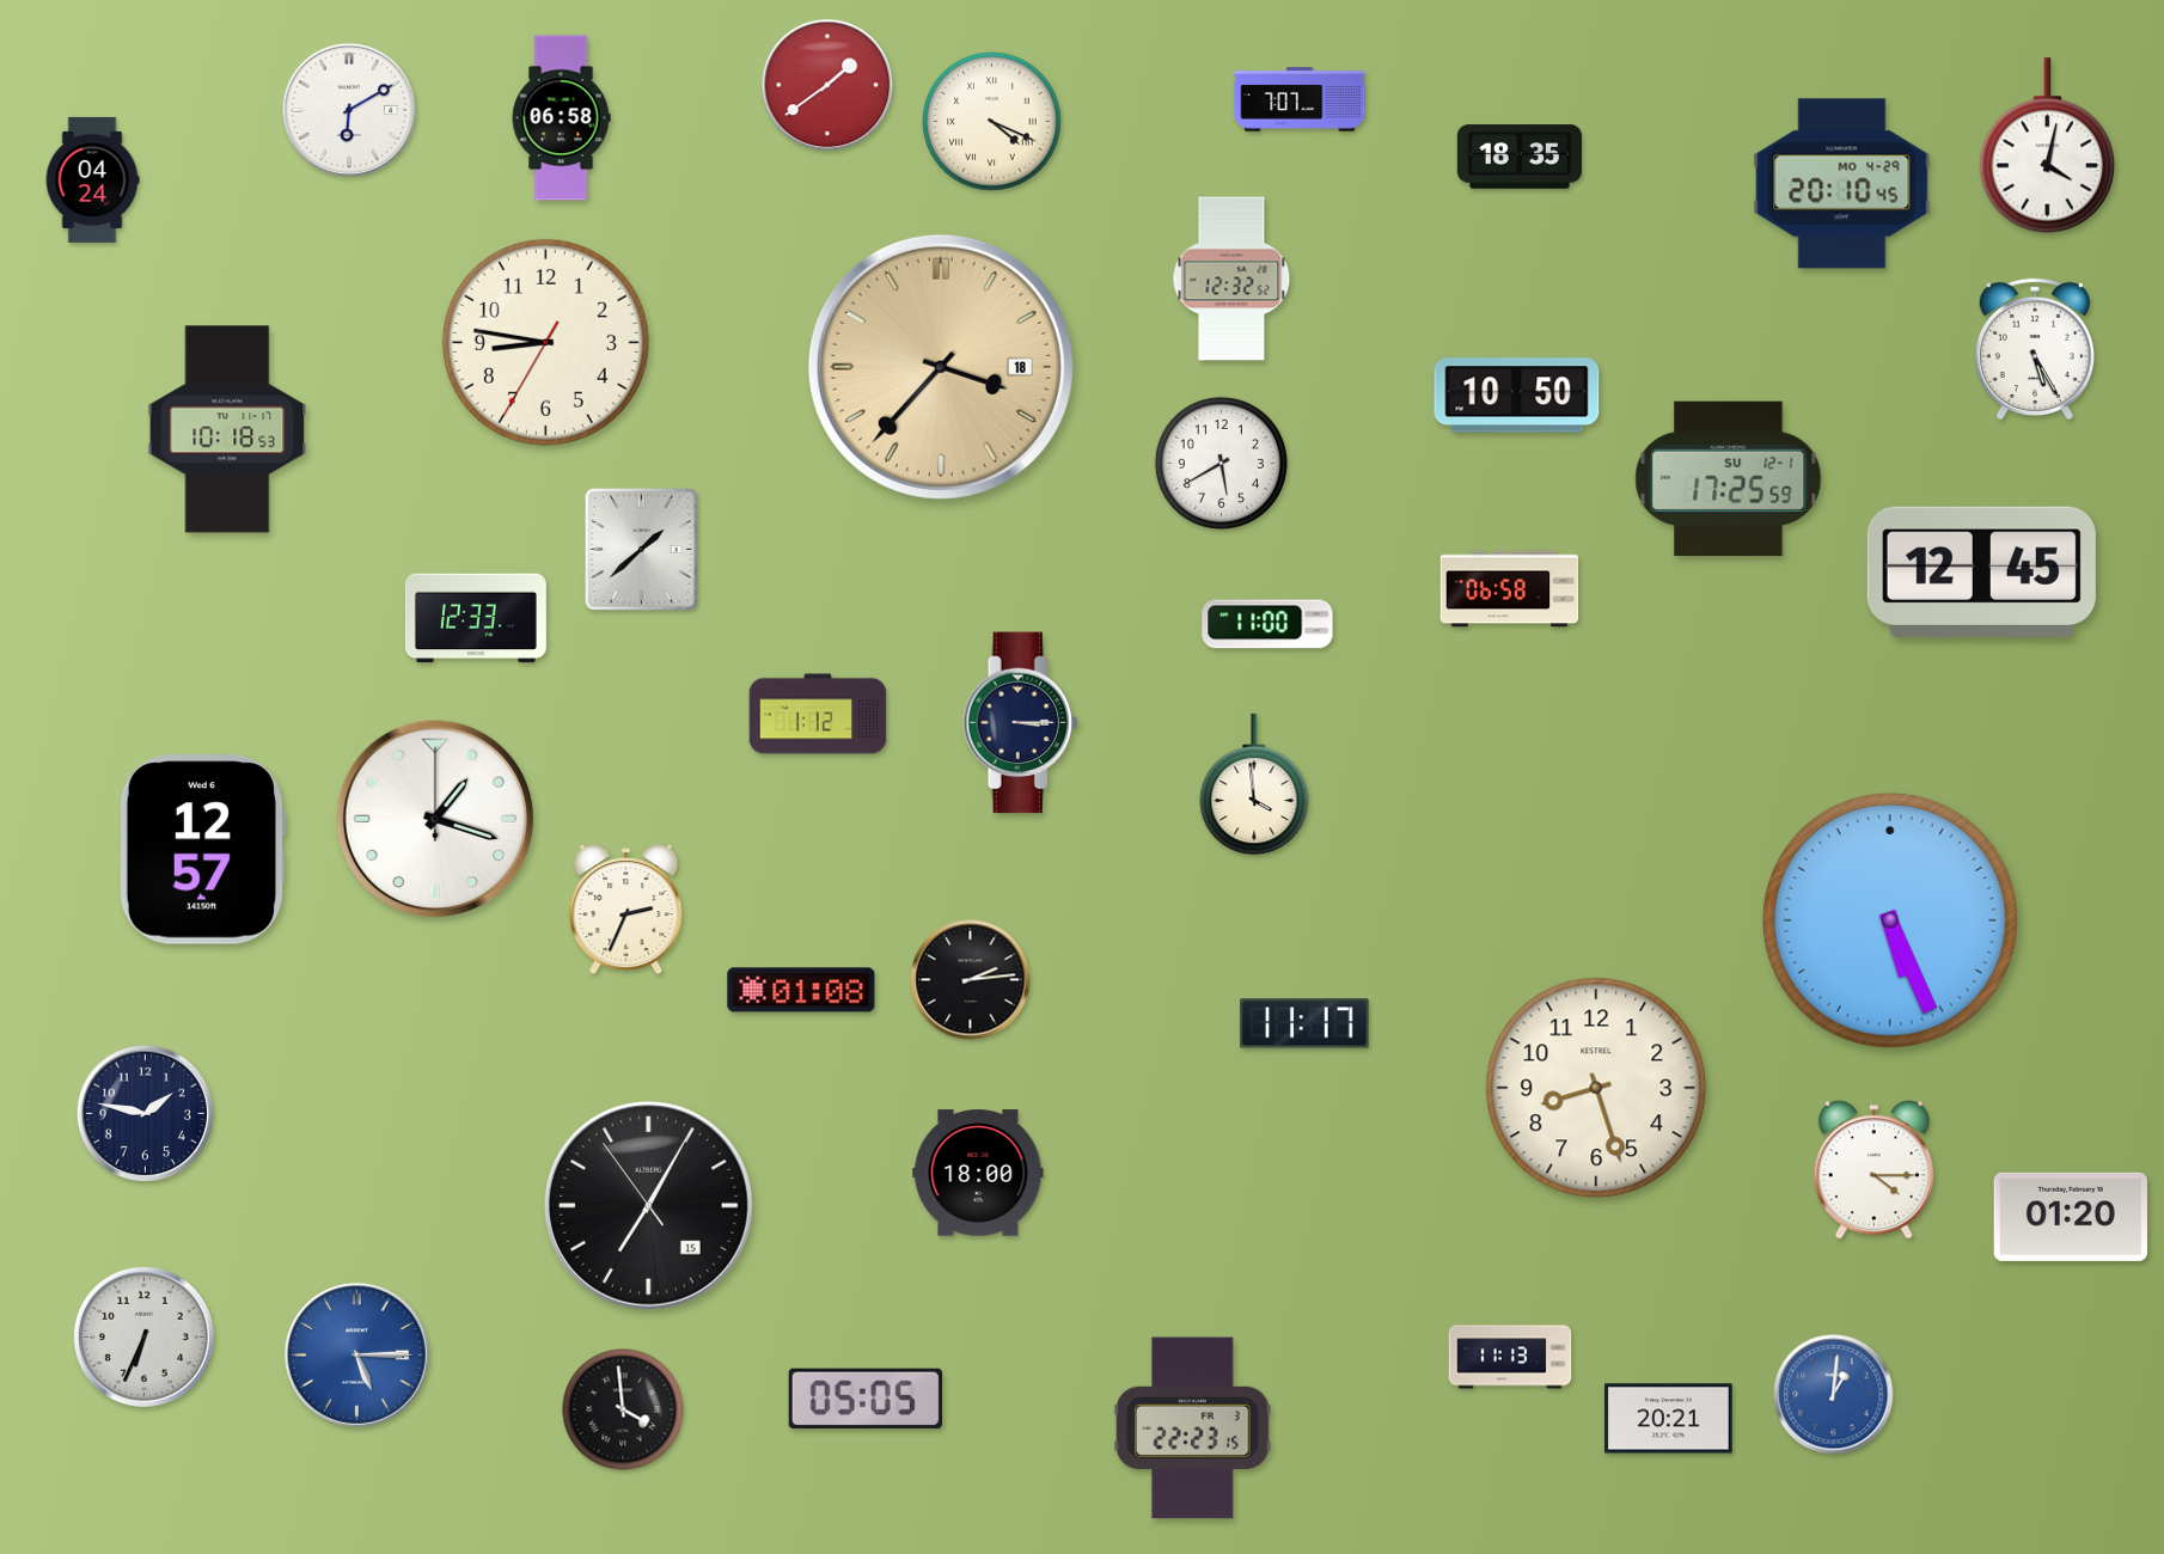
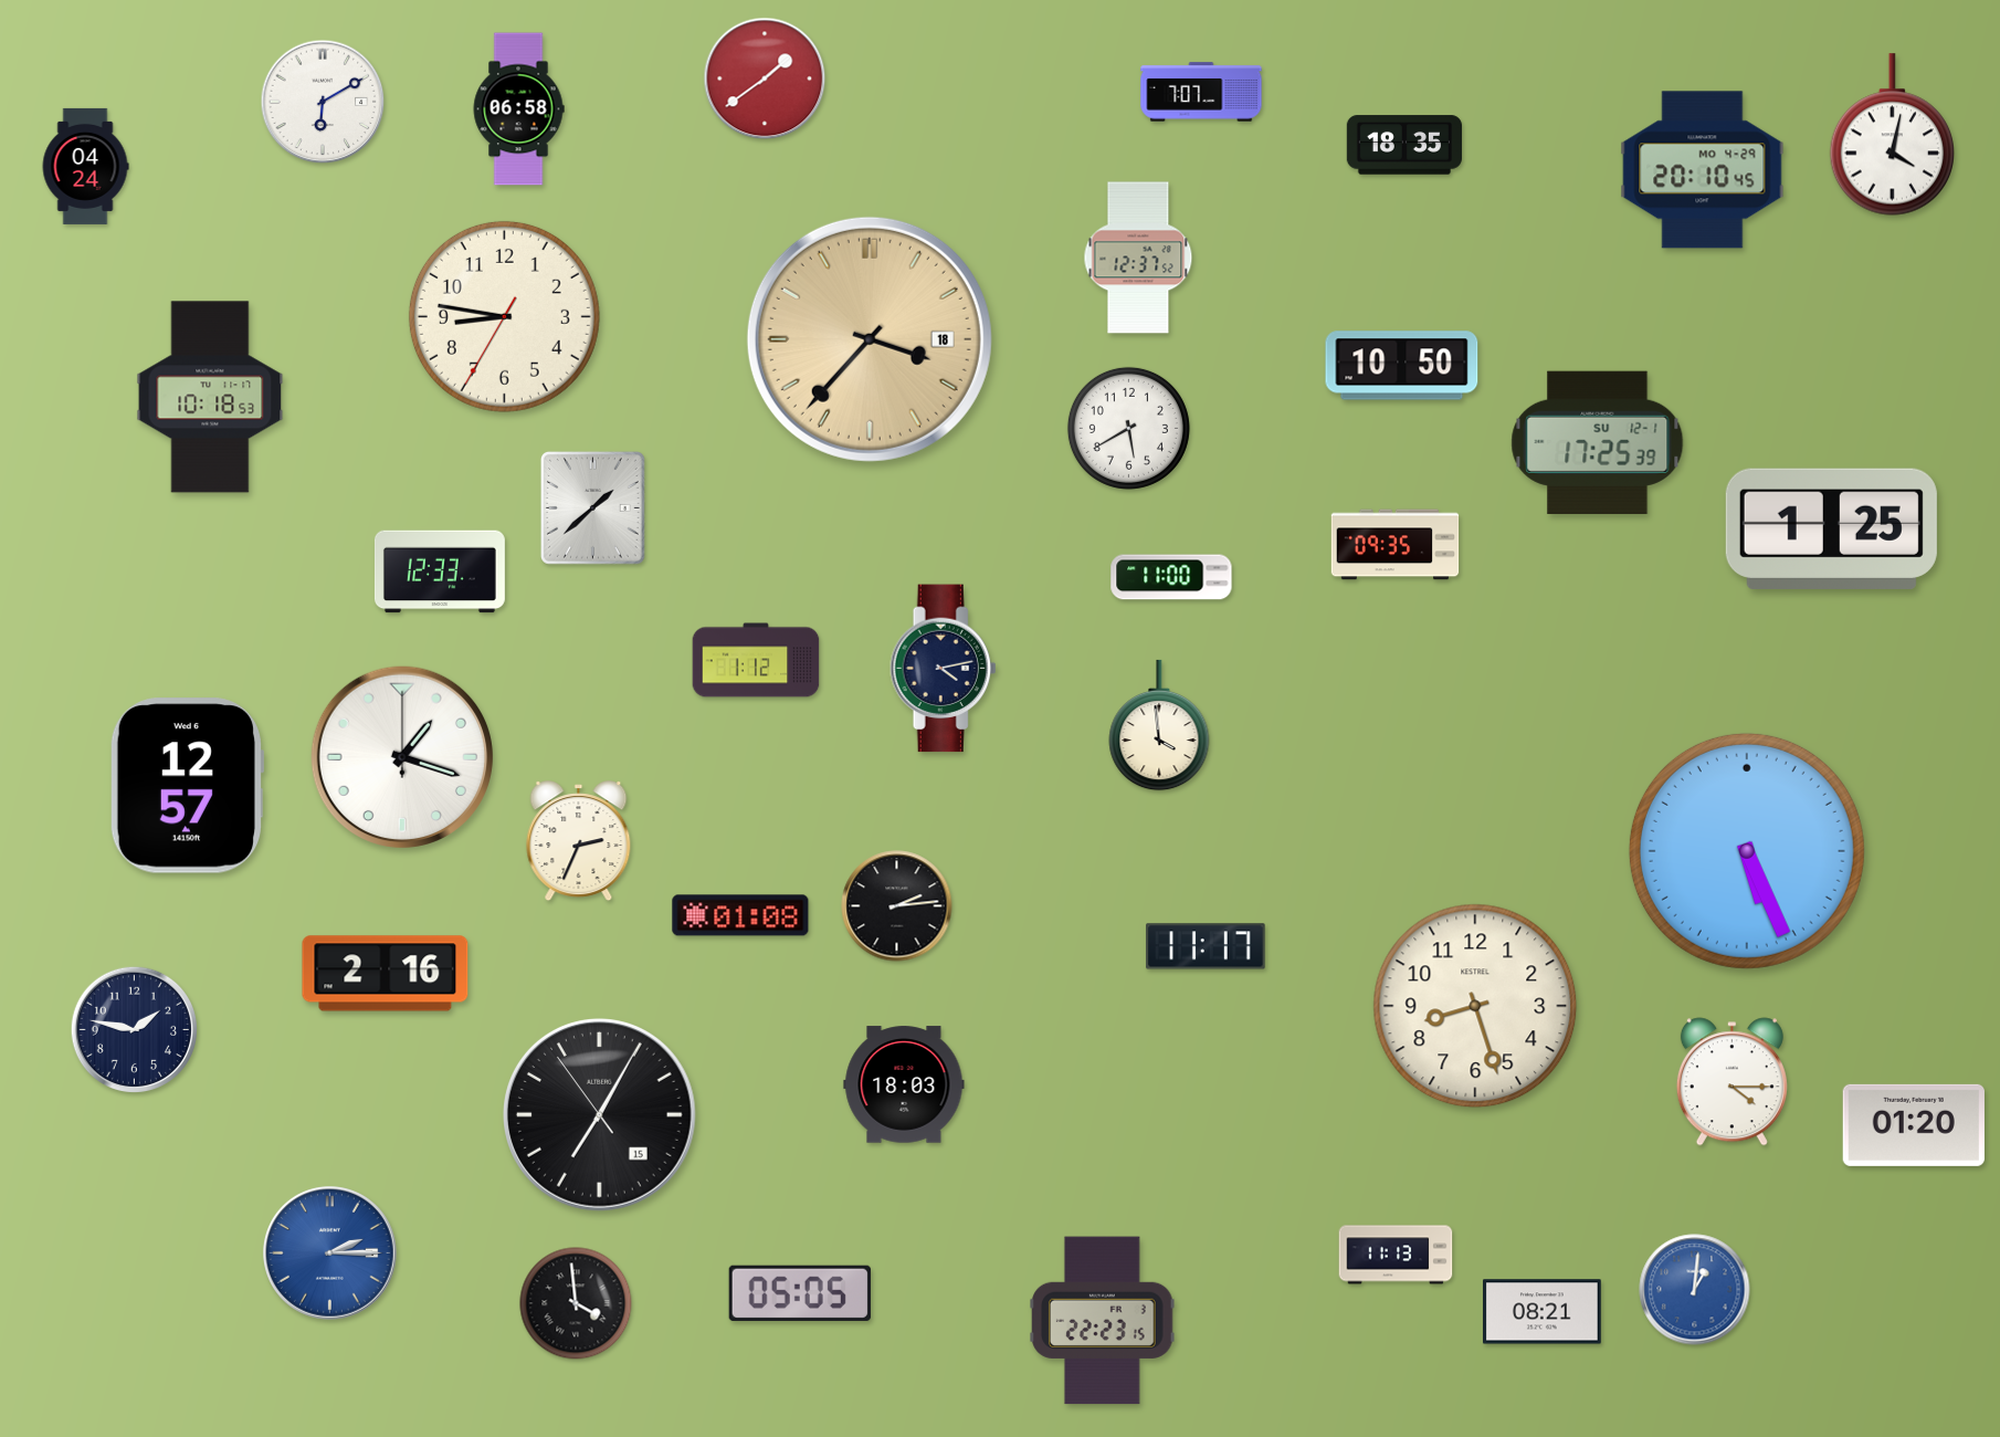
clock at (992, 122): 4:19 -> none
clock at (1231, 279): 12:32 -> 12:37
clock at (2035, 348): 5:25 -> none
clock at (1729, 478): 17:25:59 -> 17:25:39
clock at (1981, 571): 12:45 -> 1:25
clock at (1510, 589): 06:58 -> 09:35
clock at (1021, 723): 3:15 -> 4:13
clock at (386, 974): none -> 2:16
clock at (978, 1173): 18:00 -> 18:03
clock at (143, 1336): 6:34 -> none
clock at (357, 1356): 5:15 -> 2:15
clock at (1669, 1419): 20:21 -> 08:21
